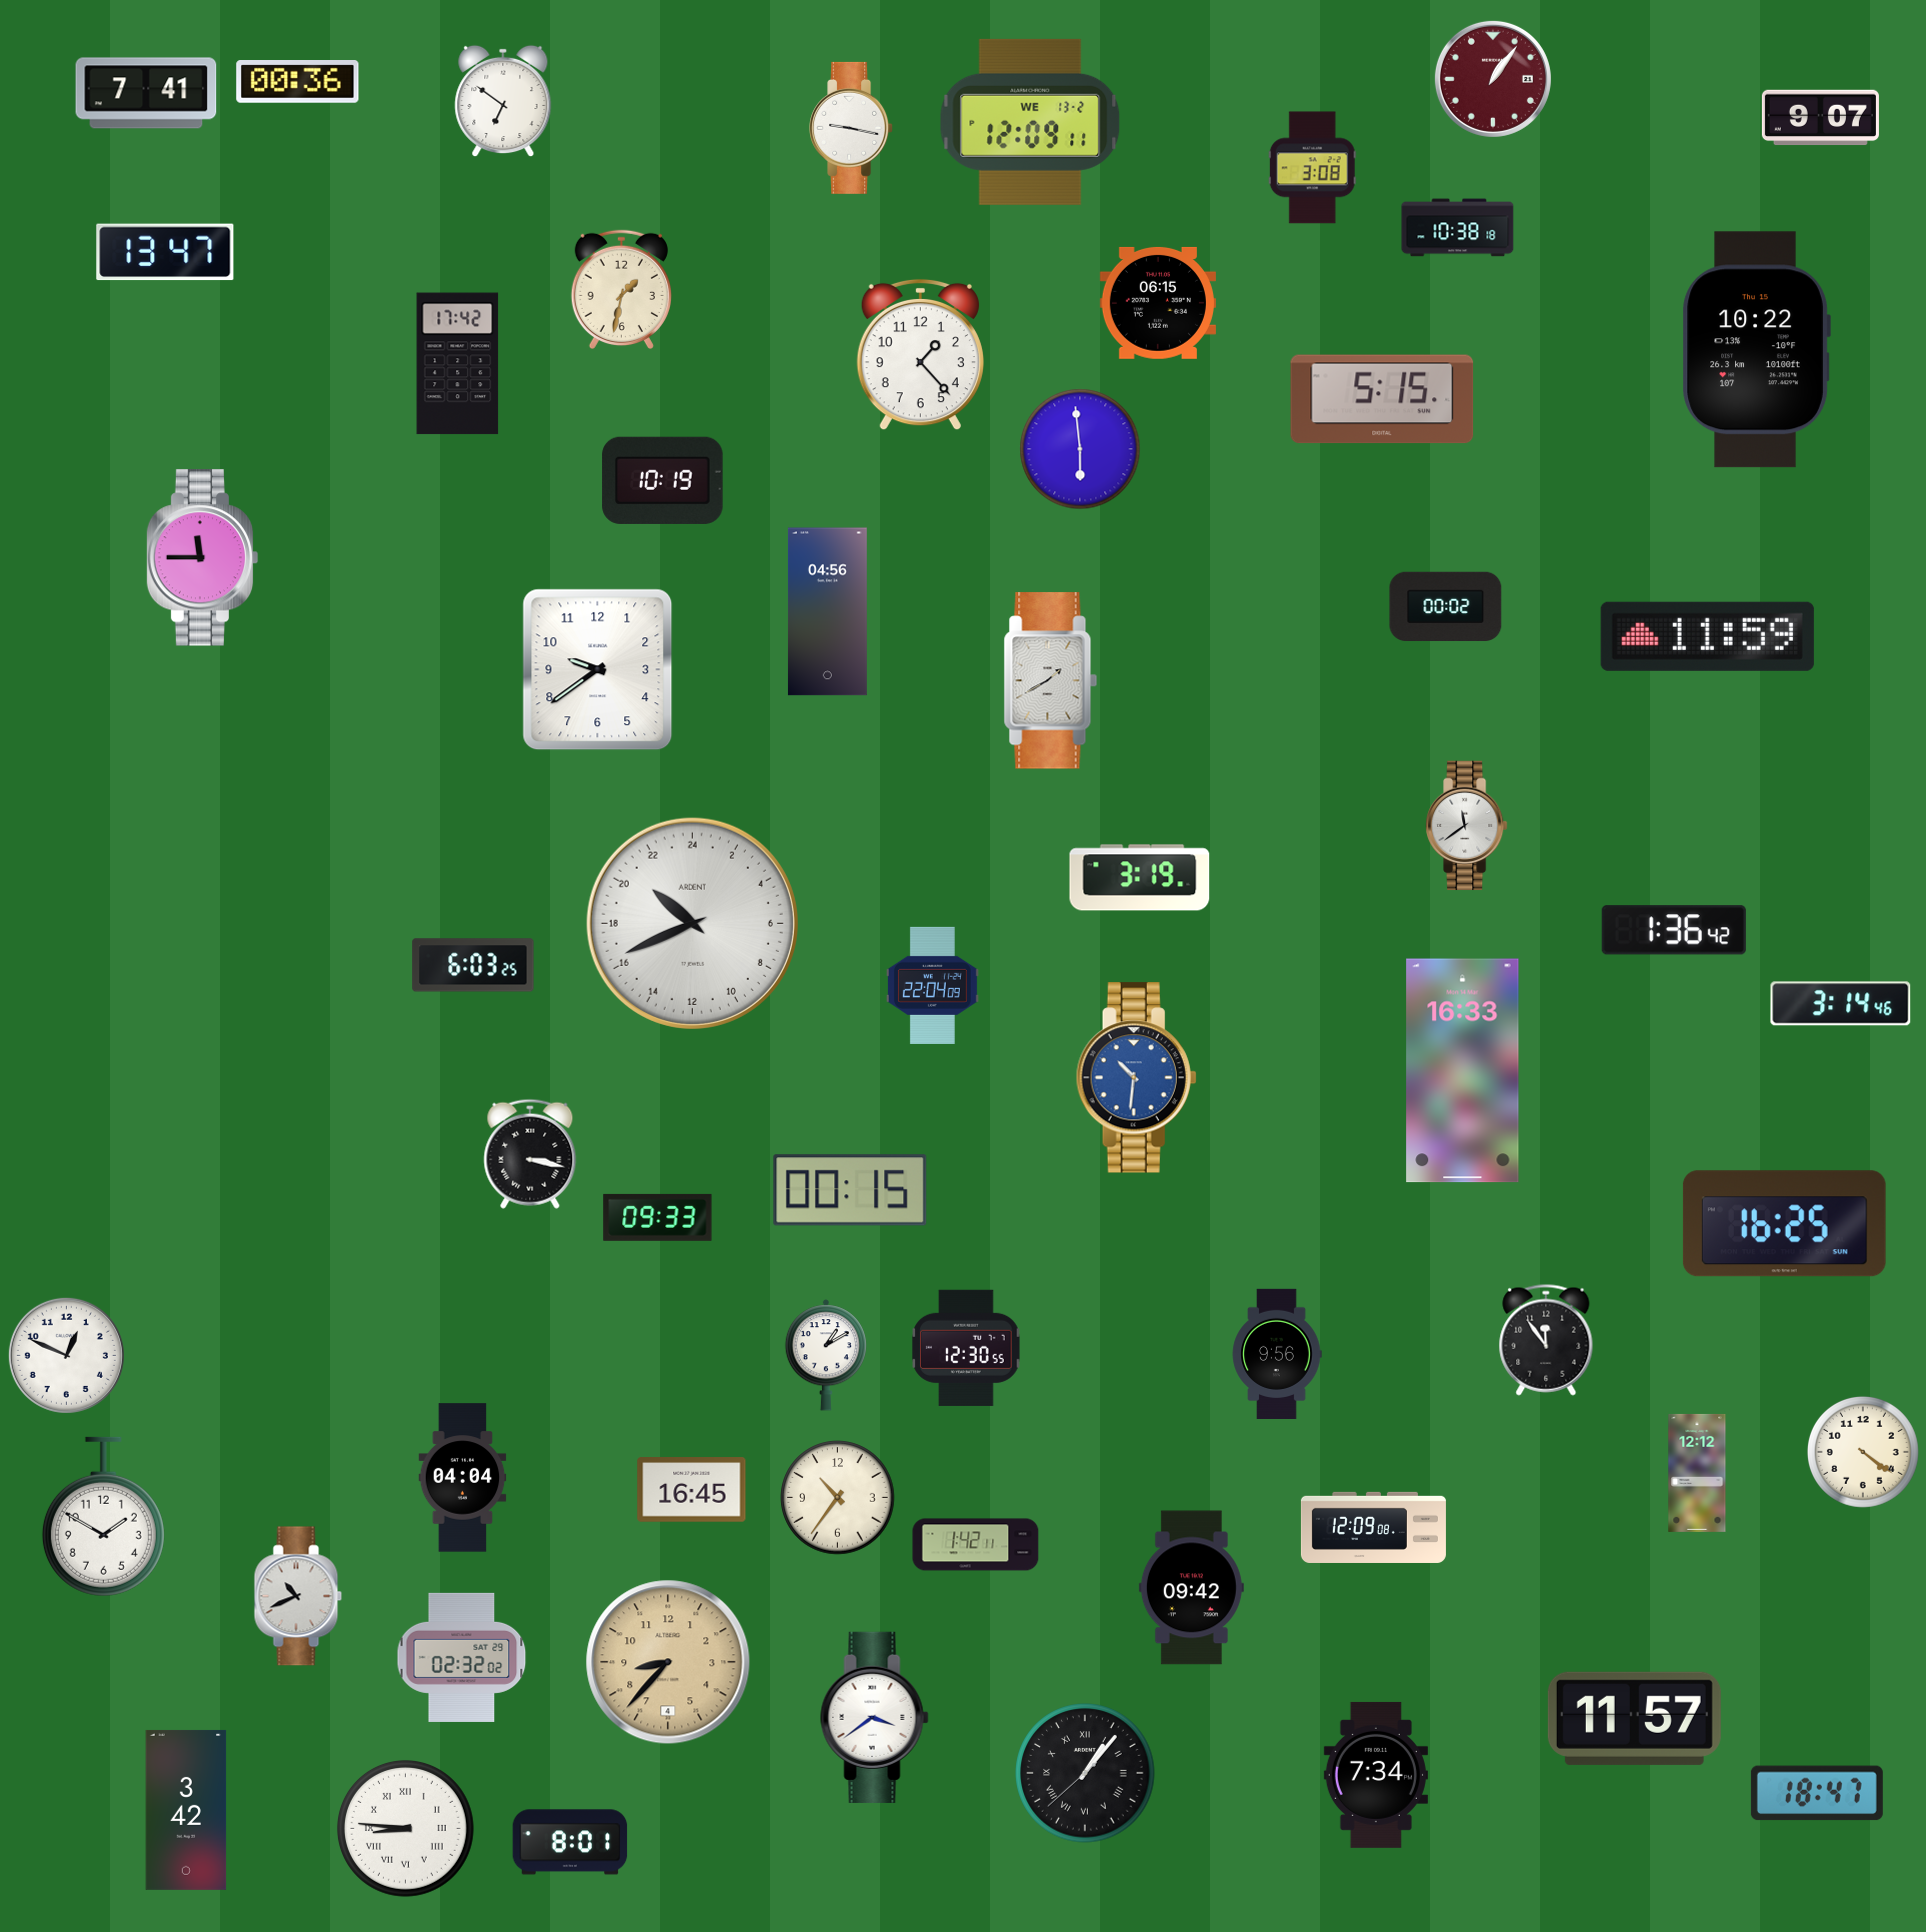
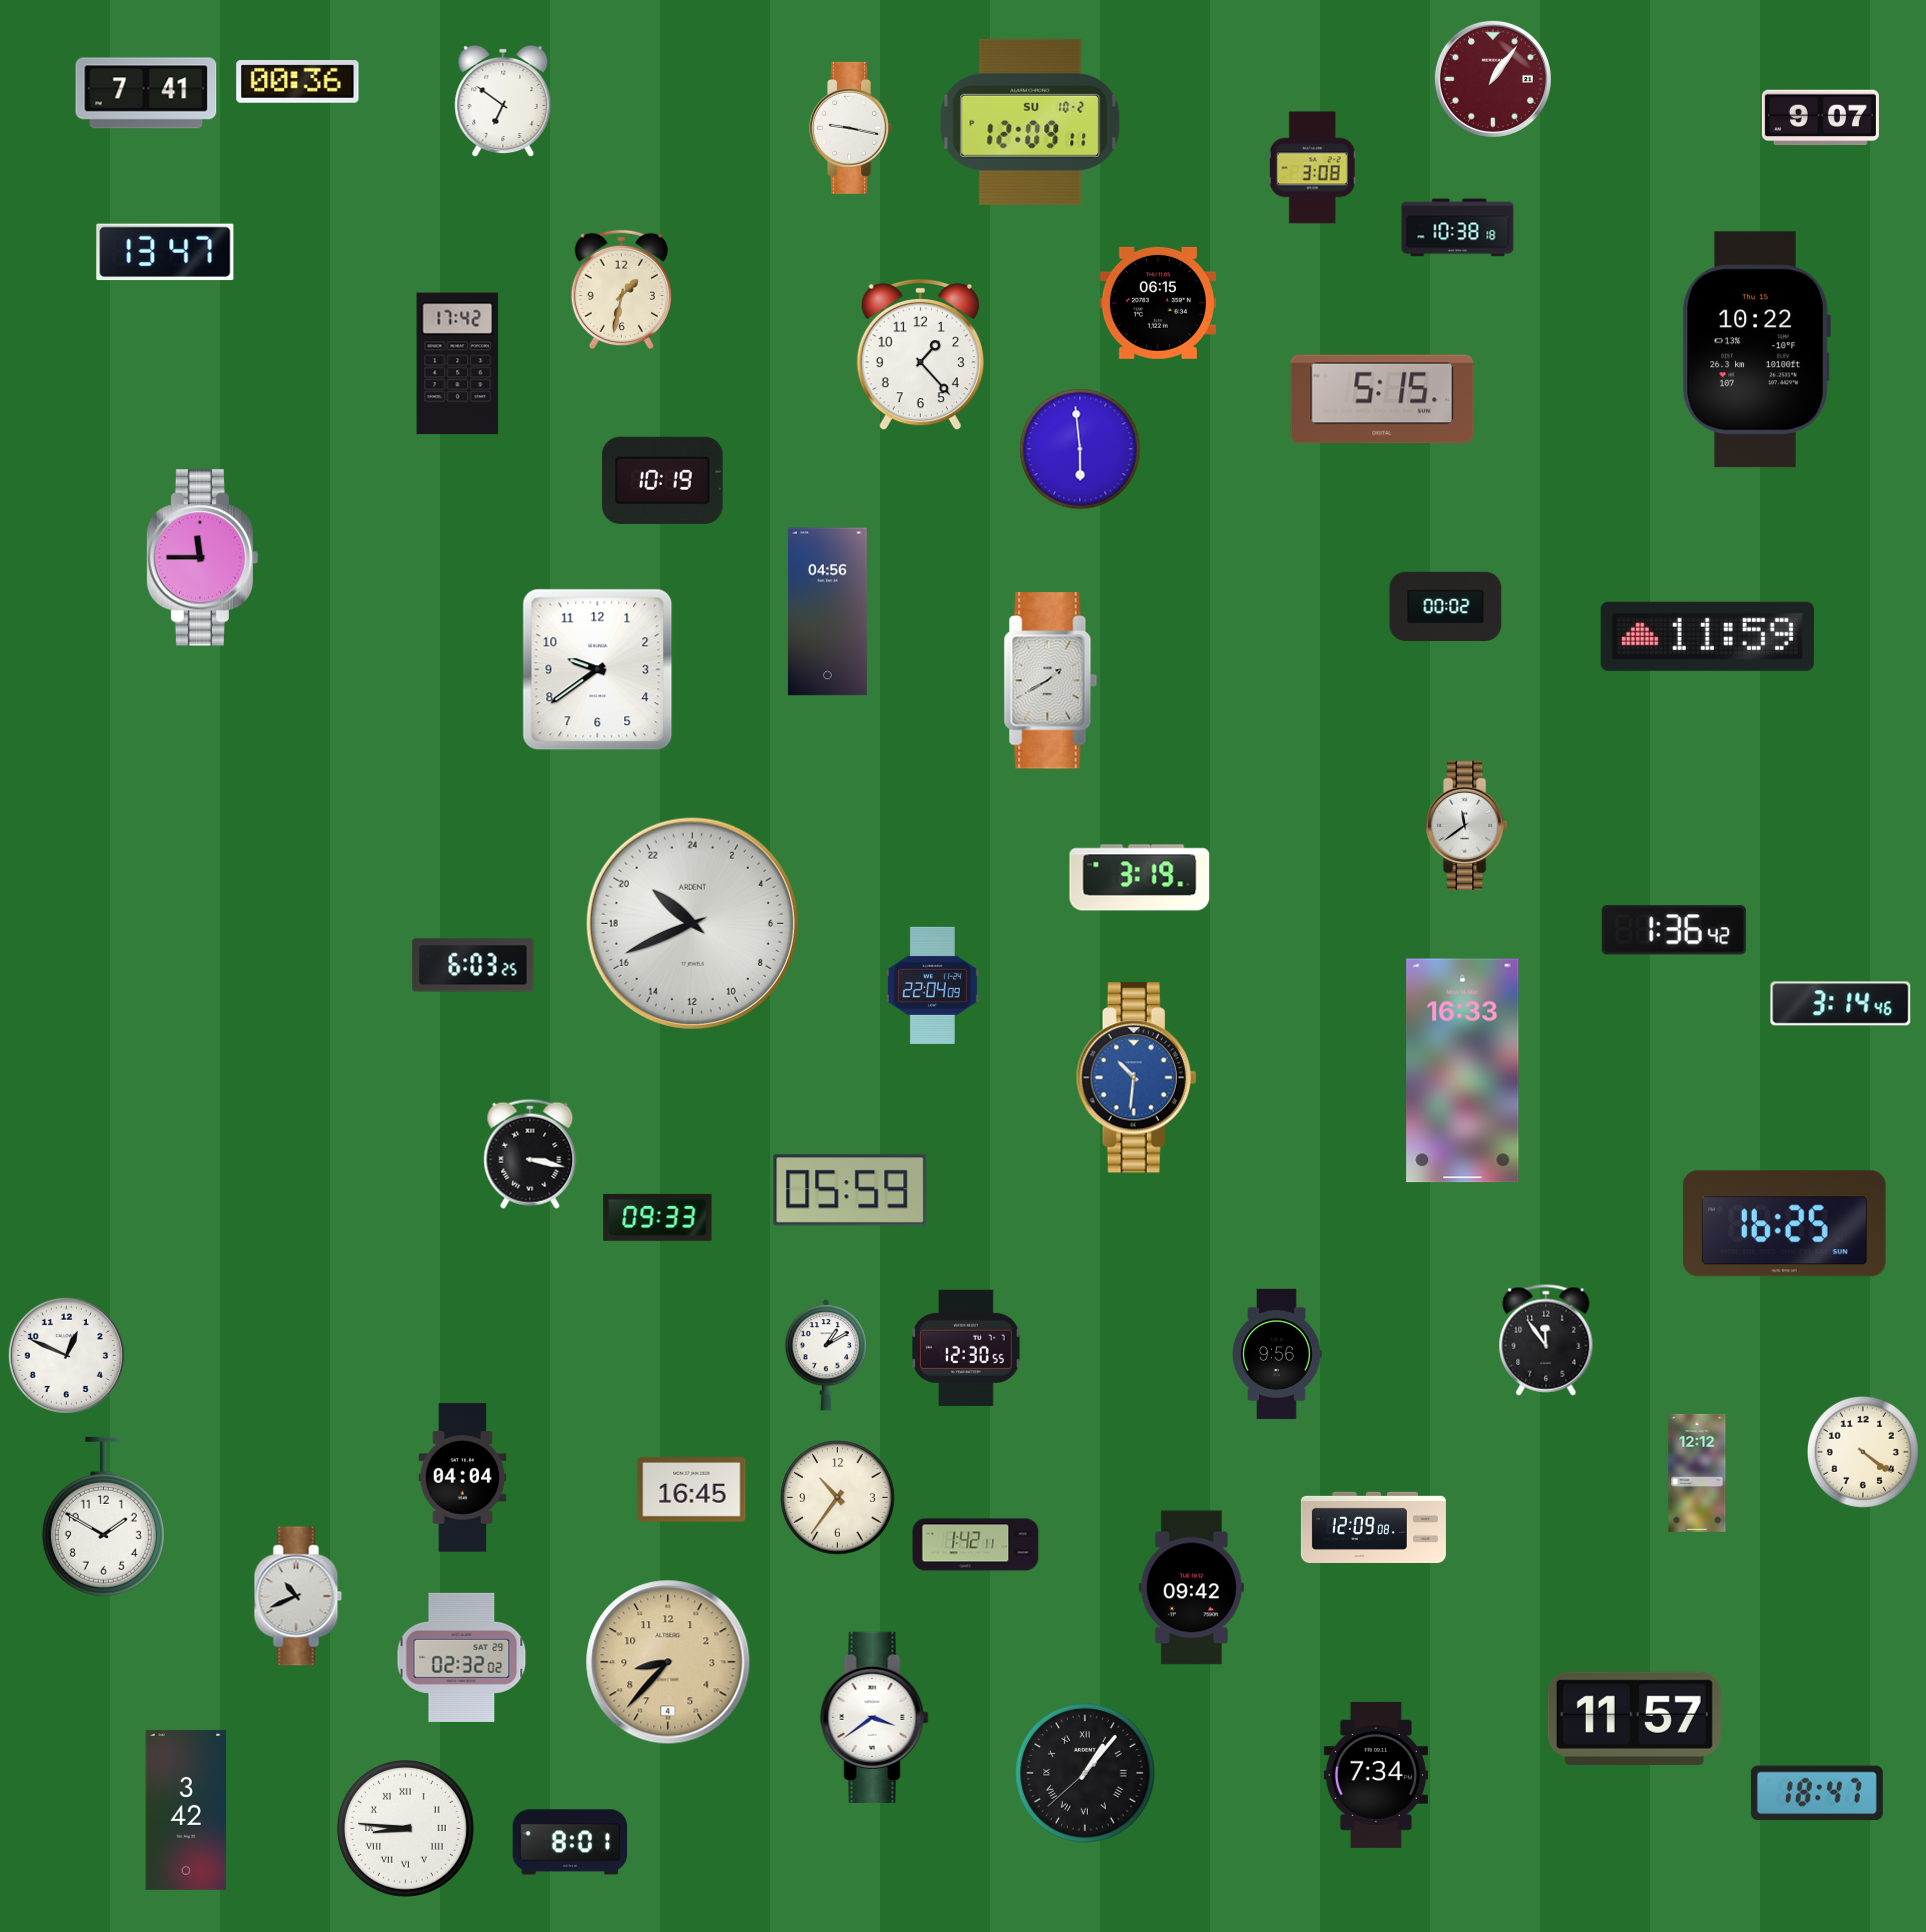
clock at (1030, 122) date: WE 13-2 -> SU 10-2
clock at (850, 1190): 00:15 -> 05:59
